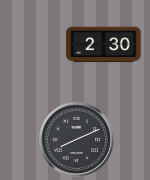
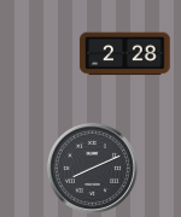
clock at (104, 45): 2:30 -> 2:28
